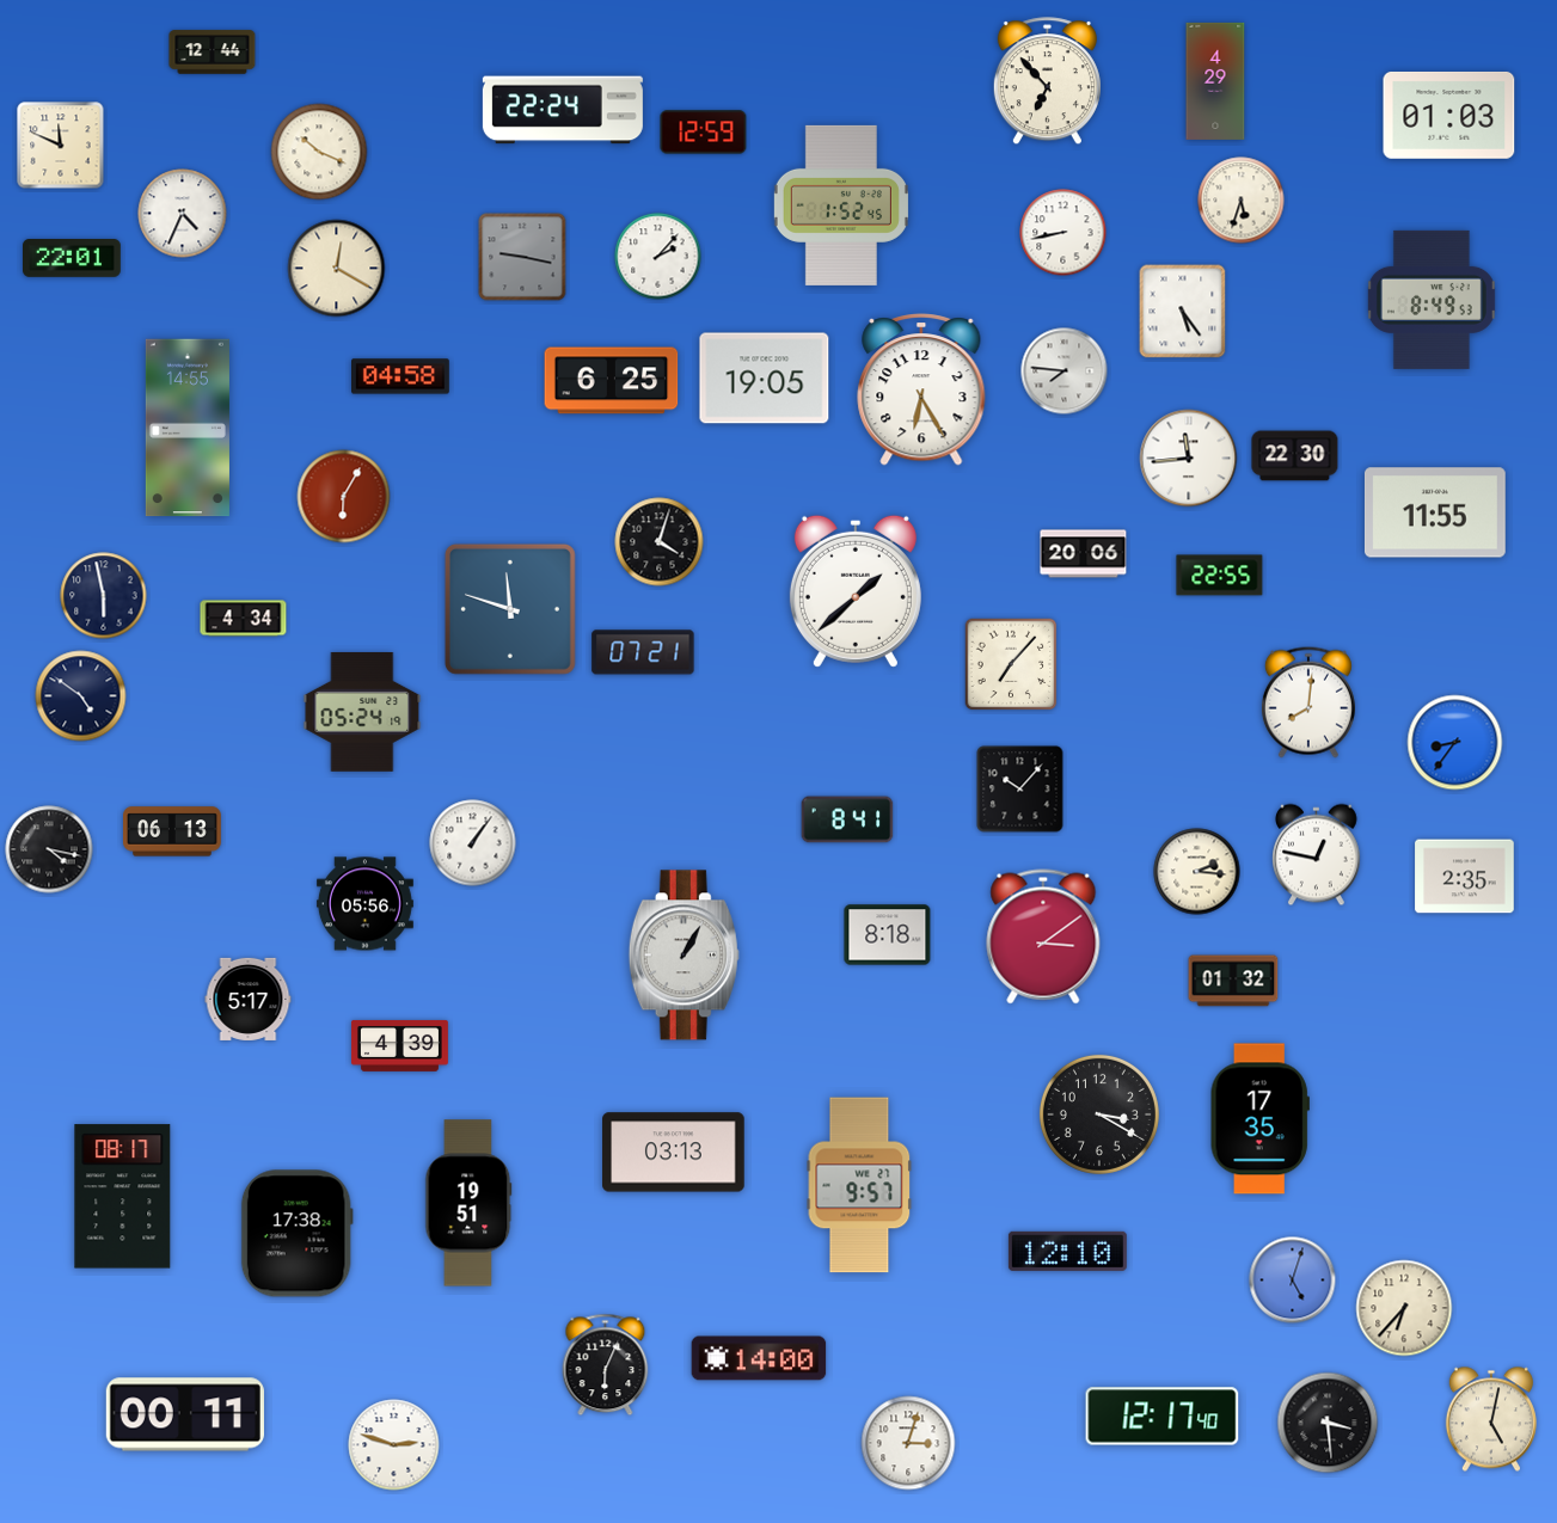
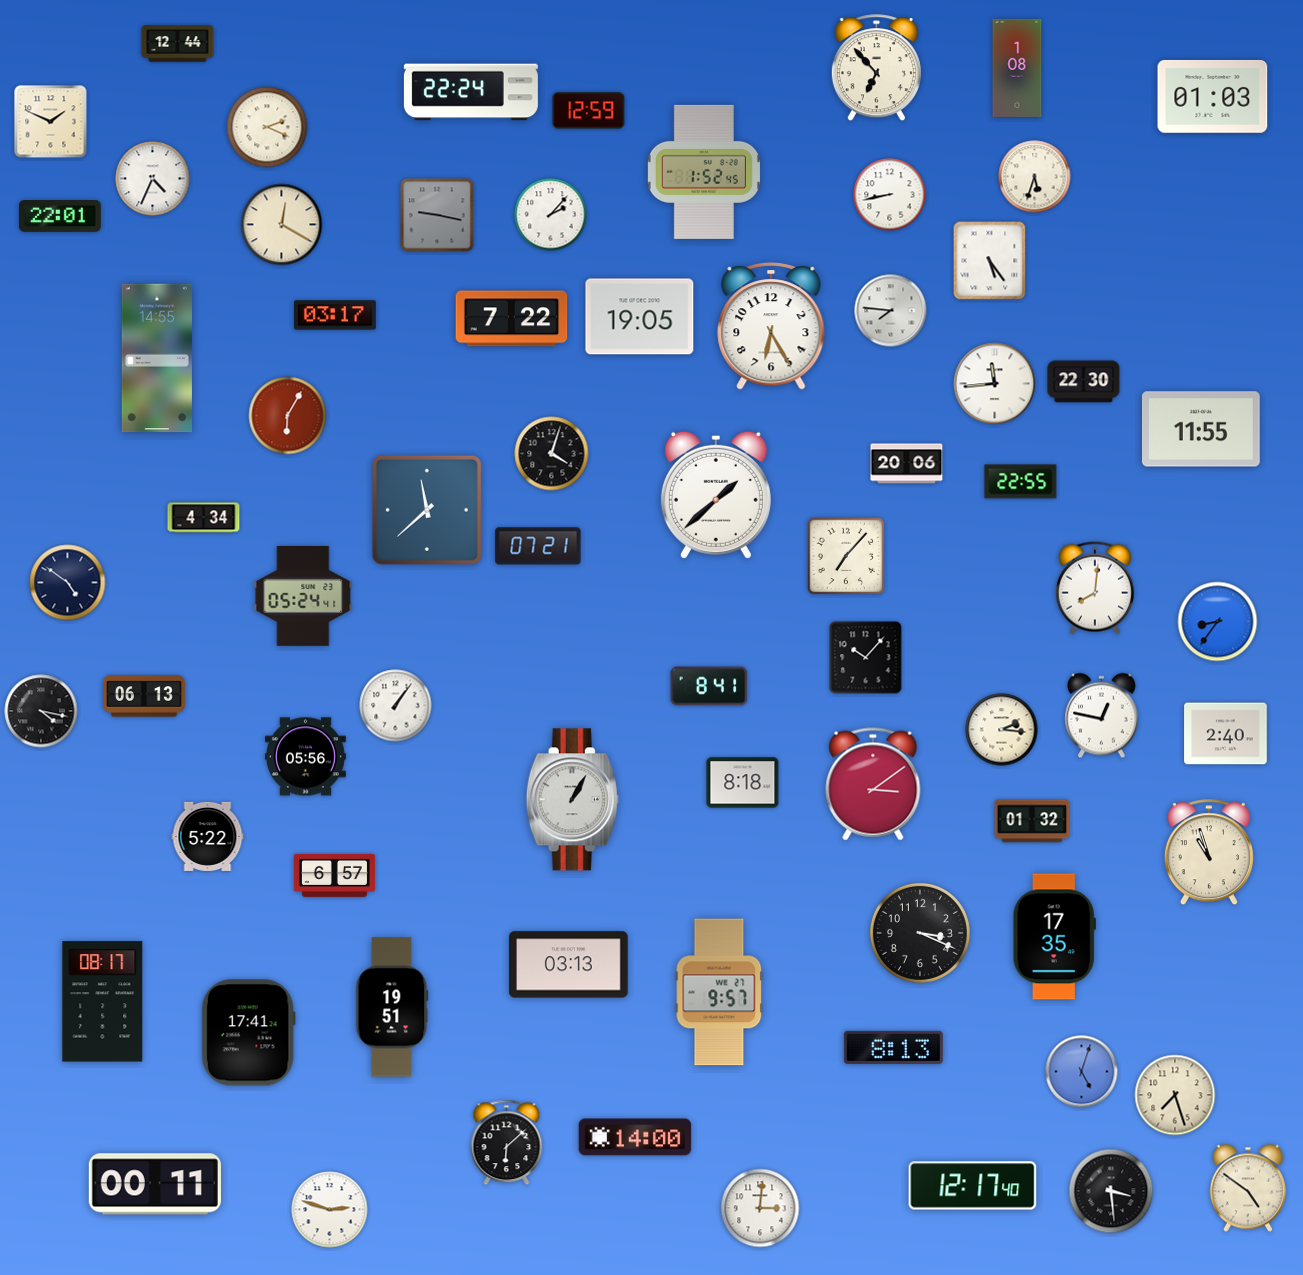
clock at (1215, 81): 4:29 -> 1:08
clock at (61, 146): 11:49 -> 1:49
clock at (319, 152): 10:19 -> 2:19
clock at (1242, 201) position: (1242, 201) -> (1035, 177)
clock at (1432, 300): 8:49 -> none
clock at (401, 376): 04:58 -> 03:17
clock at (612, 381): 6:25 -> 7:22
clock at (104, 596): 5:58 -> none
clock at (510, 609): 11:48 -> 11:38
clock at (362, 712): 05:24:19 -> 05:24:41
clock at (1020, 790) position: (1020, 790) -> (866, 658)
clock at (1465, 877): 2:35 -> 2:40
clock at (249, 999): 5:17 -> 5:22
clock at (1209, 853): none -> 10:57
clock at (399, 1045): 4:39 -> 6:57
clock at (1099, 1114): 3:20 -> 3:19
clock at (674, 1153) position: (674, 1153) -> (569, 965)
clock at (296, 1234): 17:38 -> 17:41
clock at (1067, 1251): 12:10 -> 8:13
clock at (1404, 1308): 6:37 -> 7:27
clock at (606, 1365): 6:04 -> 6:08
clock at (1491, 1419): 5:02 -> 4:51
clock at (908, 1443): 3:03 -> 3:01
